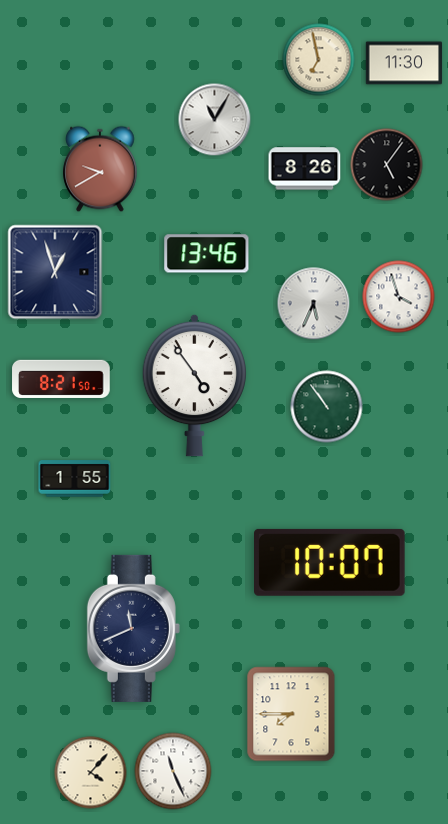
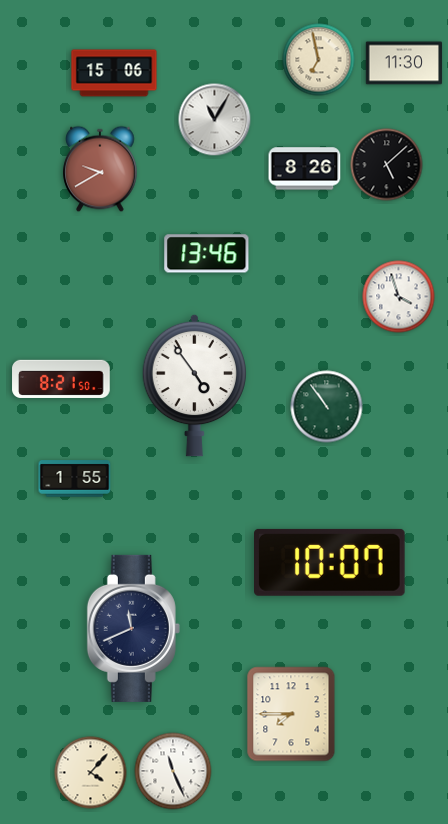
clock at (114, 73): none -> 15:06
clock at (387, 165): 5:06 -> 5:08
clock at (55, 272): 12:57 -> none
clock at (314, 304): 5:34 -> none
